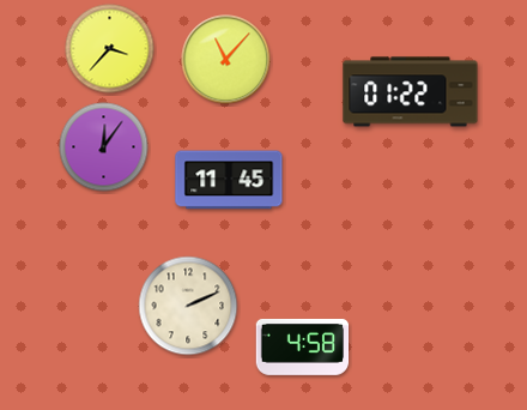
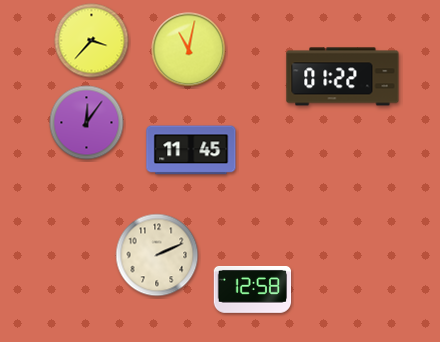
clock at (226, 60): 11:07 -> 11:02
clock at (303, 346): 4:58 -> 12:58
